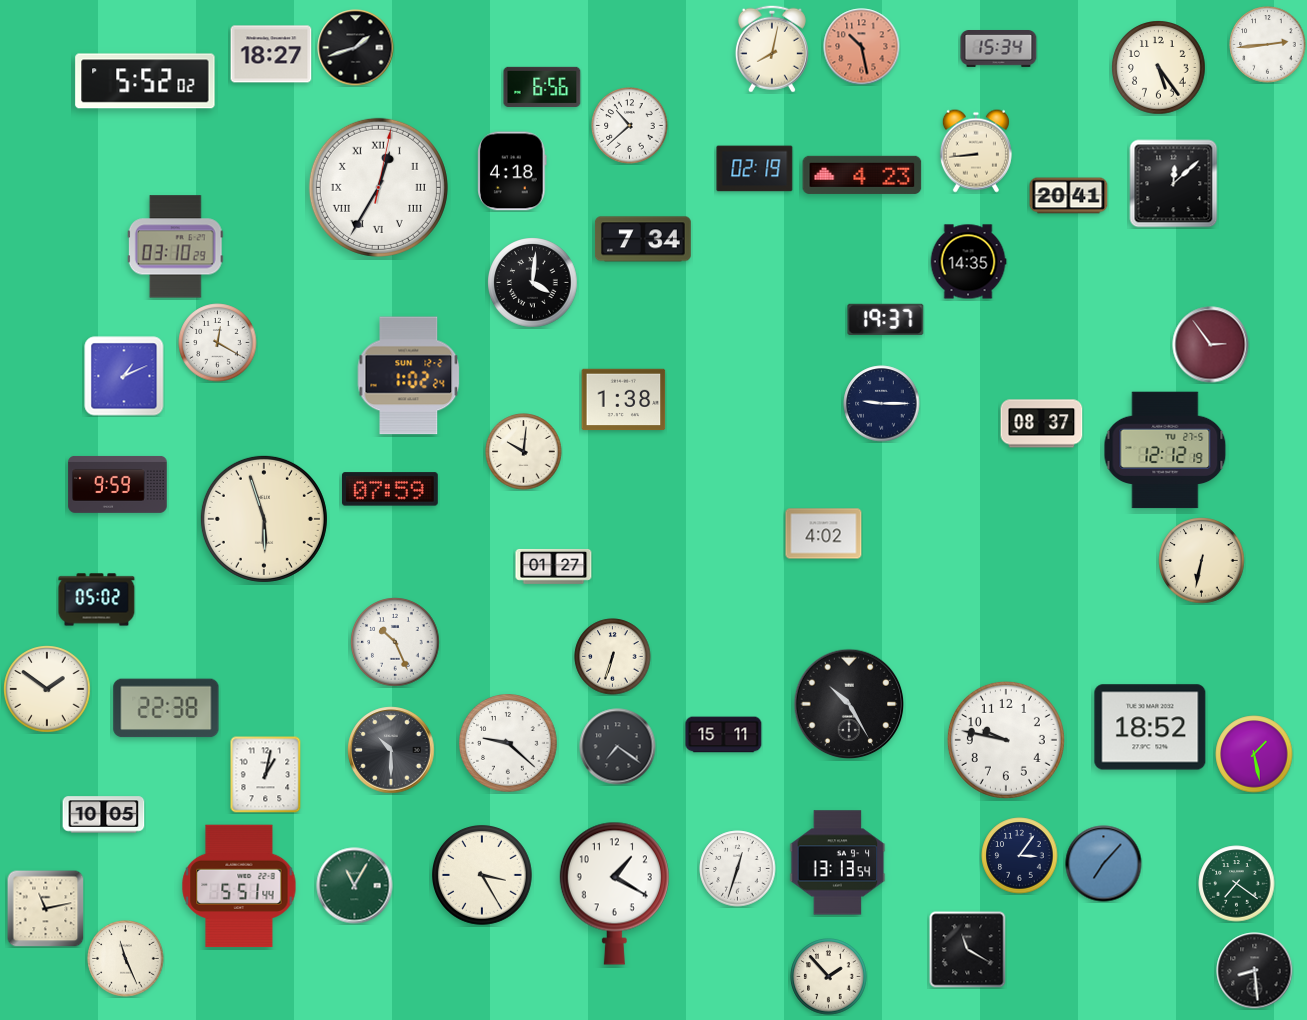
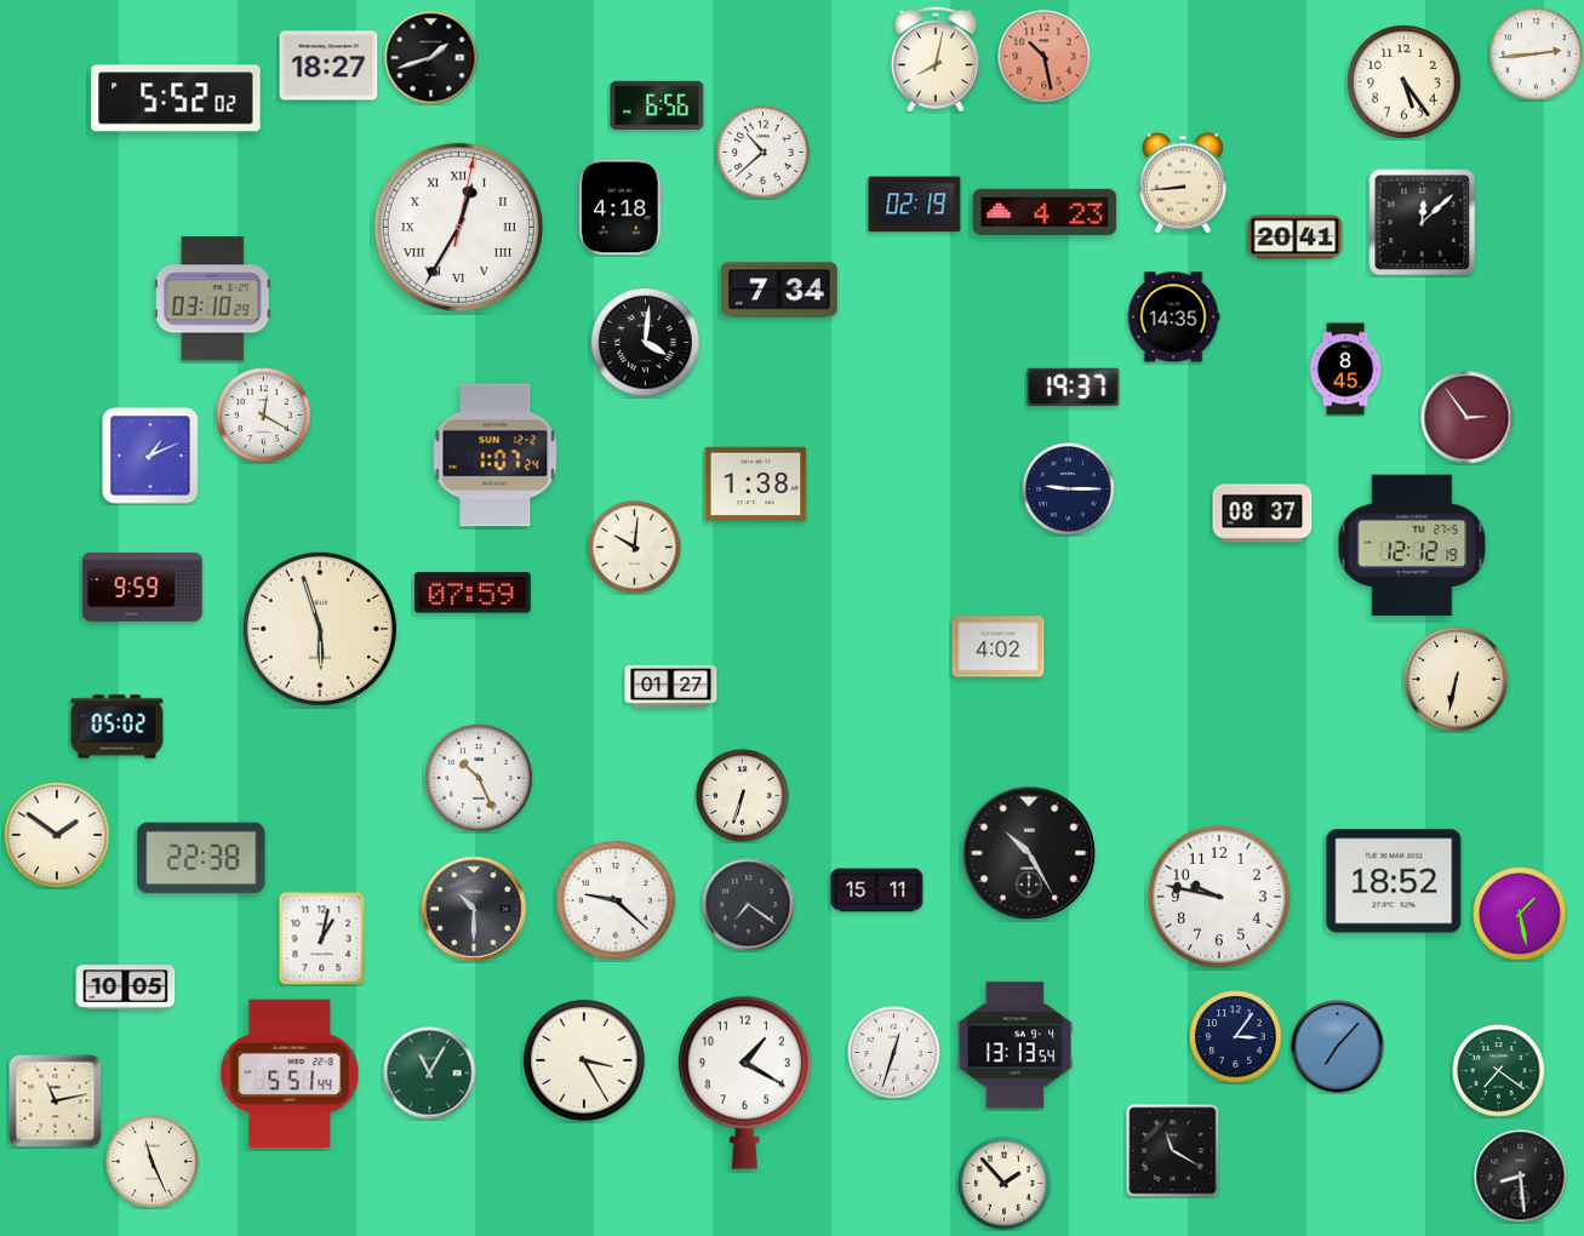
clock at (999, 49): 15:34 -> none
clock at (1345, 370): none -> 8:45
clock at (409, 376): 1:02 -> 1:07
